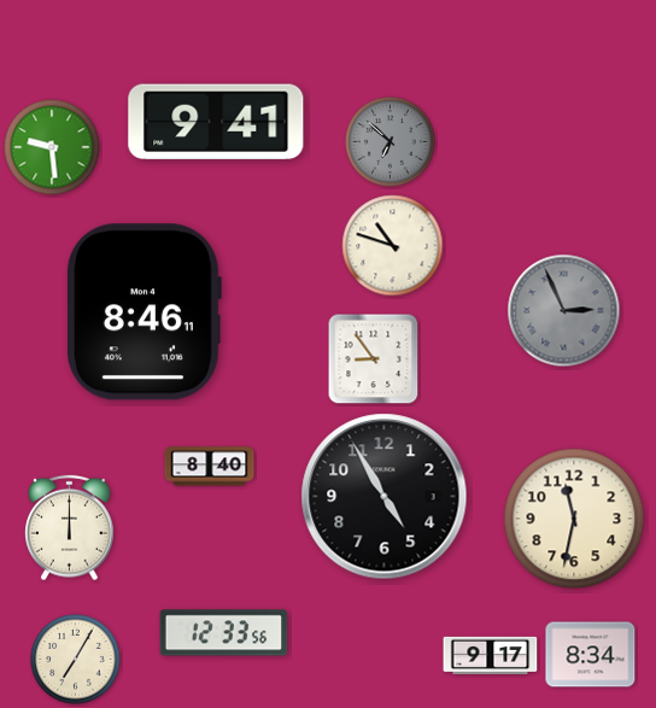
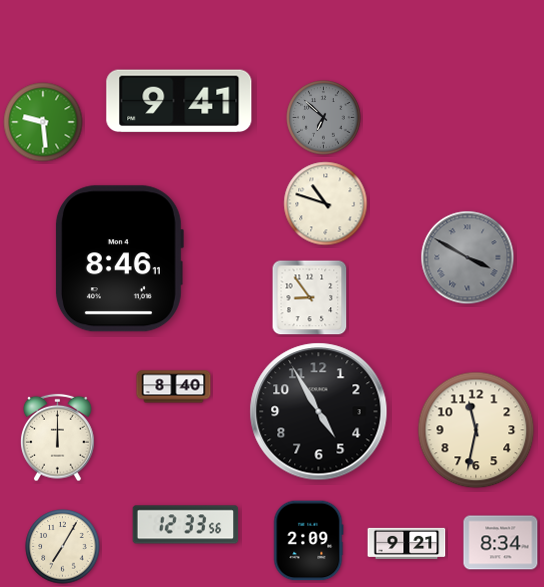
clock at (564, 311): 2:56 -> 3:50
clock at (308, 541): none -> 2:09
clock at (491, 655): 9:17 -> 9:21
clock at (591, 655) position: (591, 655) -> (501, 543)
